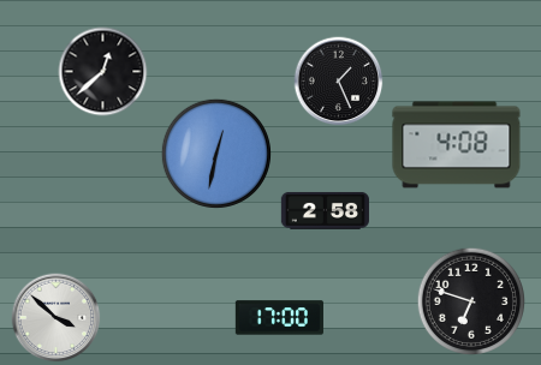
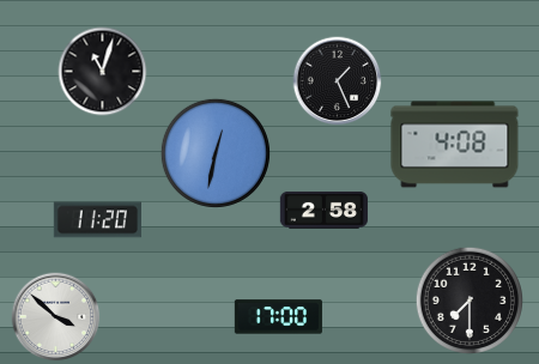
clock at (103, 72): 12:38 -> 11:03
clock at (97, 220): none -> 11:20
clock at (470, 300): 6:48 -> 7:30
